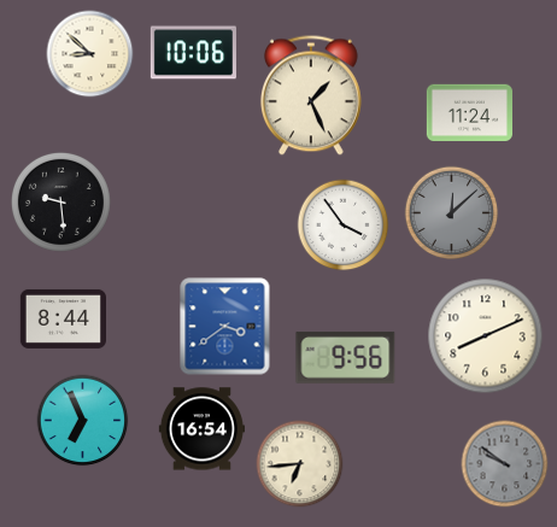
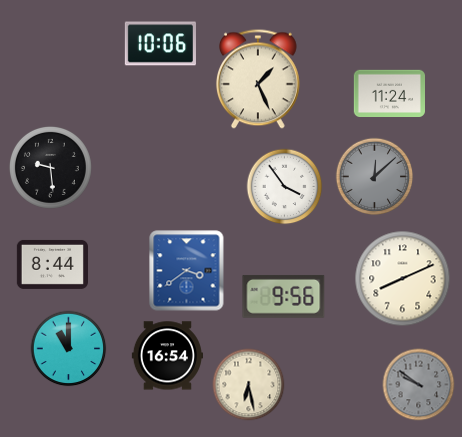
clock at (90, 54): 8:52 -> none
clock at (346, 357) position: (346, 357) -> (284, 296)
clock at (83, 421): 6:56 -> 11:00
clock at (300, 464): 6:44 -> 6:28
